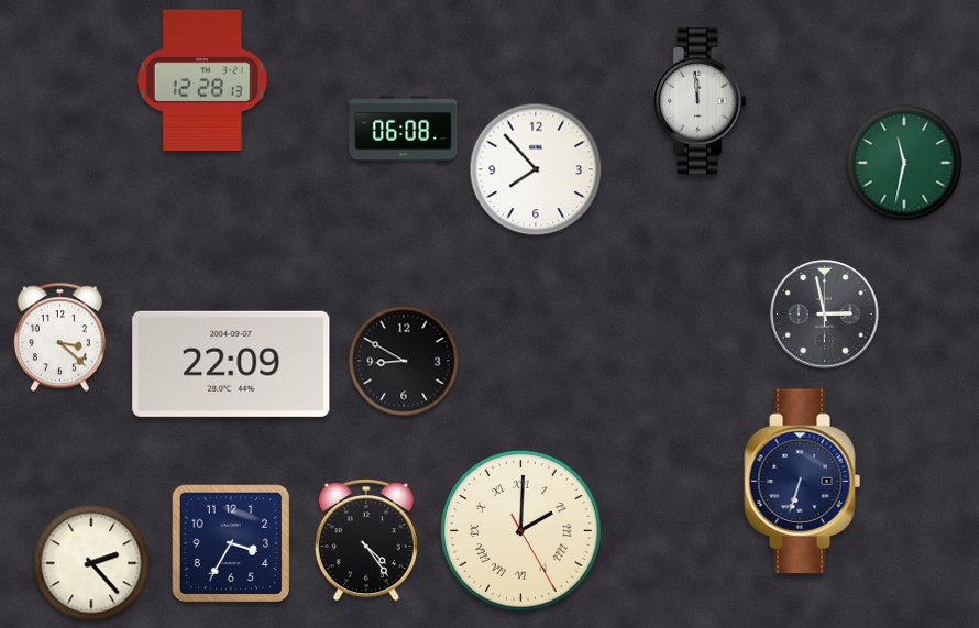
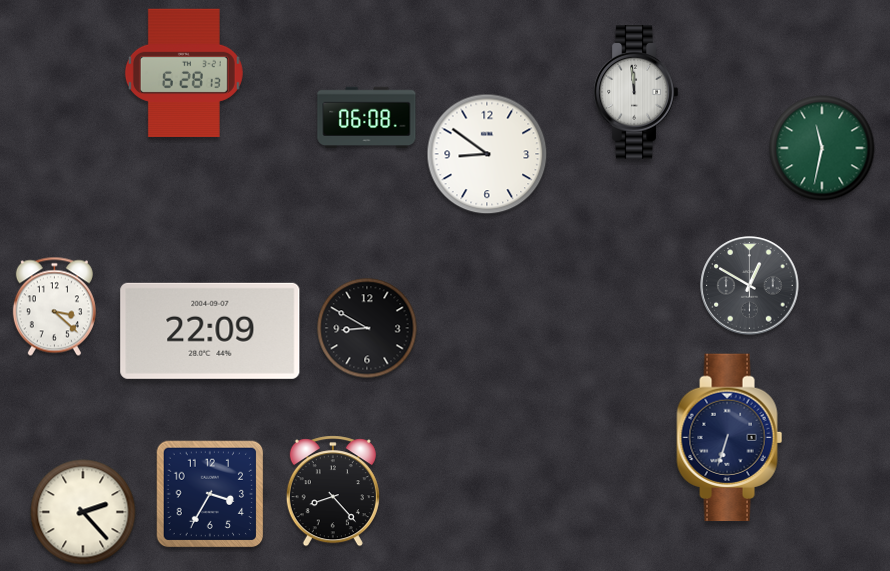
clock at (202, 79): 12:28 -> 6:28
clock at (536, 169): 7:53 -> 8:51
clock at (825, 315): 2:58 -> 12:50
clock at (521, 531): 2:00 -> none
clock at (366, 540): 4:24 -> 8:23
